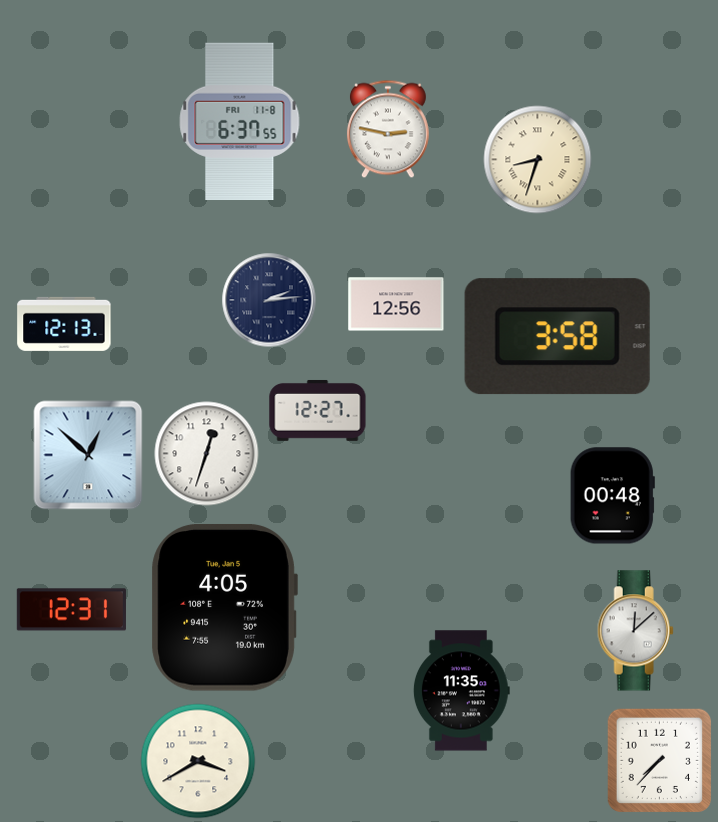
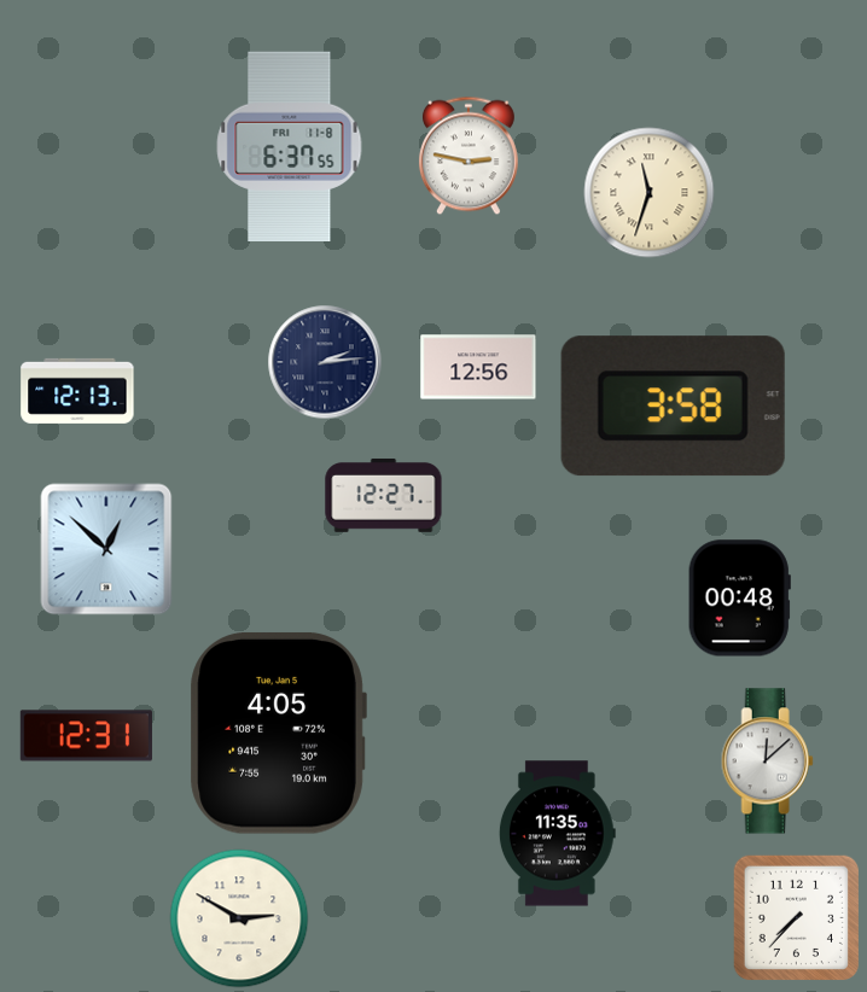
clock at (538, 160): 8:33 -> 11:33
clock at (207, 454): 12:33 -> none
clock at (224, 607) position: (224, 607) -> (278, 733)
clock at (198, 761): 3:40 -> 2:50
